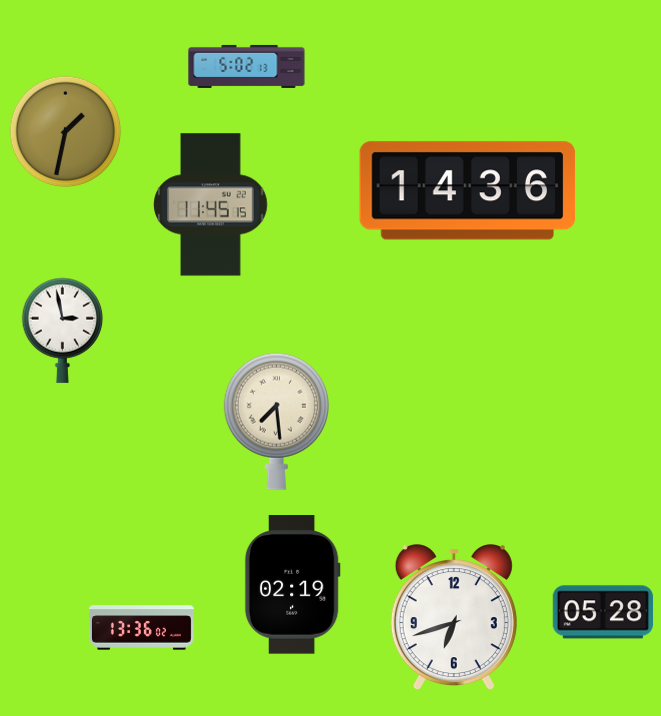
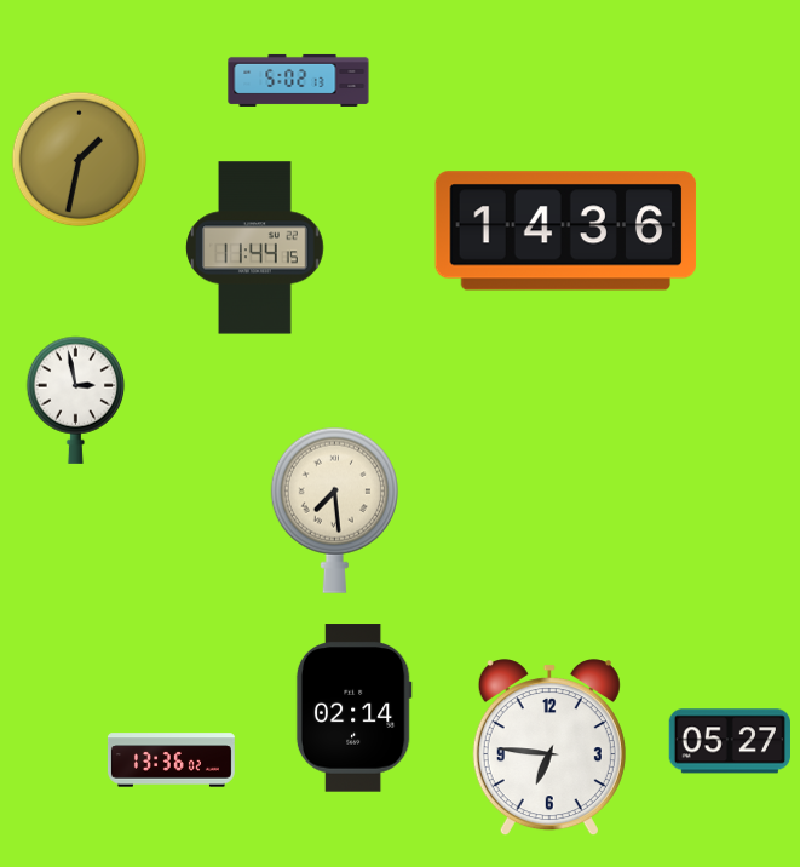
clock at (211, 205): 11:45 -> 11:44
clock at (292, 585): 02:19 -> 02:14
clock at (603, 612): 05:28 -> 05:27
clock at (454, 618): 6:42 -> 6:46
